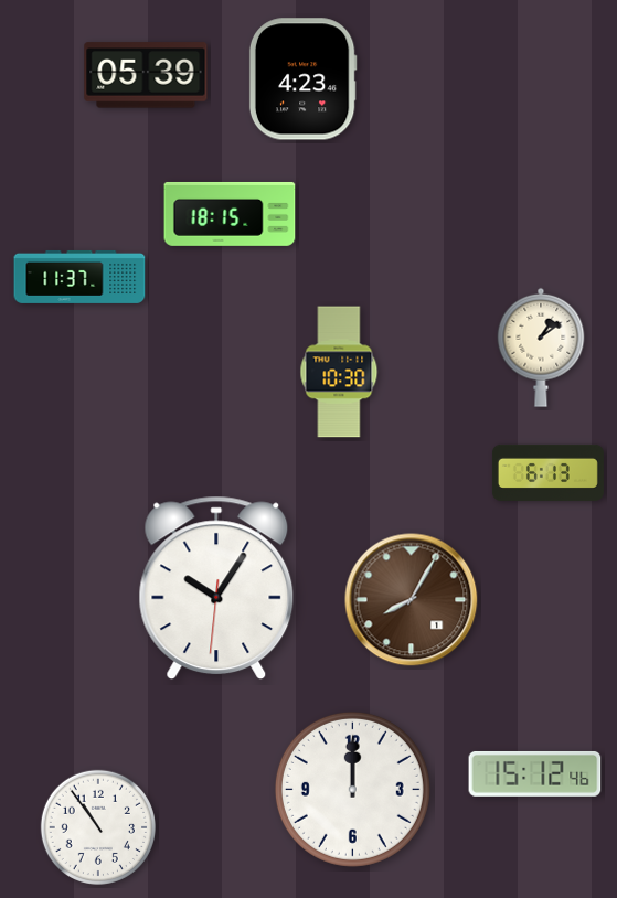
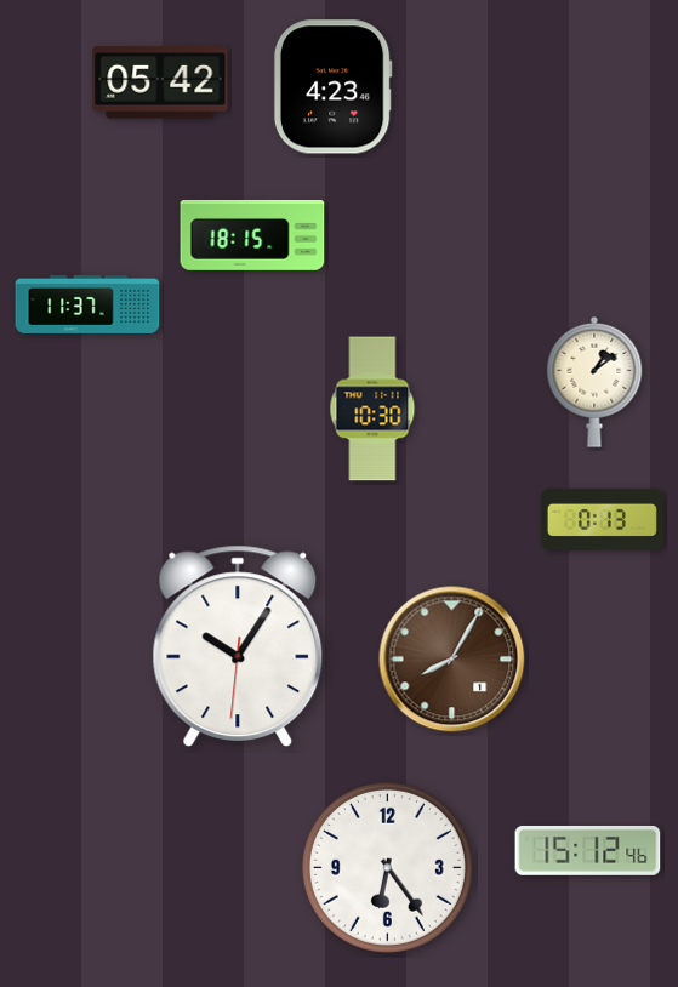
clock at (146, 75): 05:39 -> 05:42
clock at (547, 472): 6:13 -> 0:13
clock at (352, 789): 12:00 -> 6:24
clock at (98, 827): 10:54 -> none
